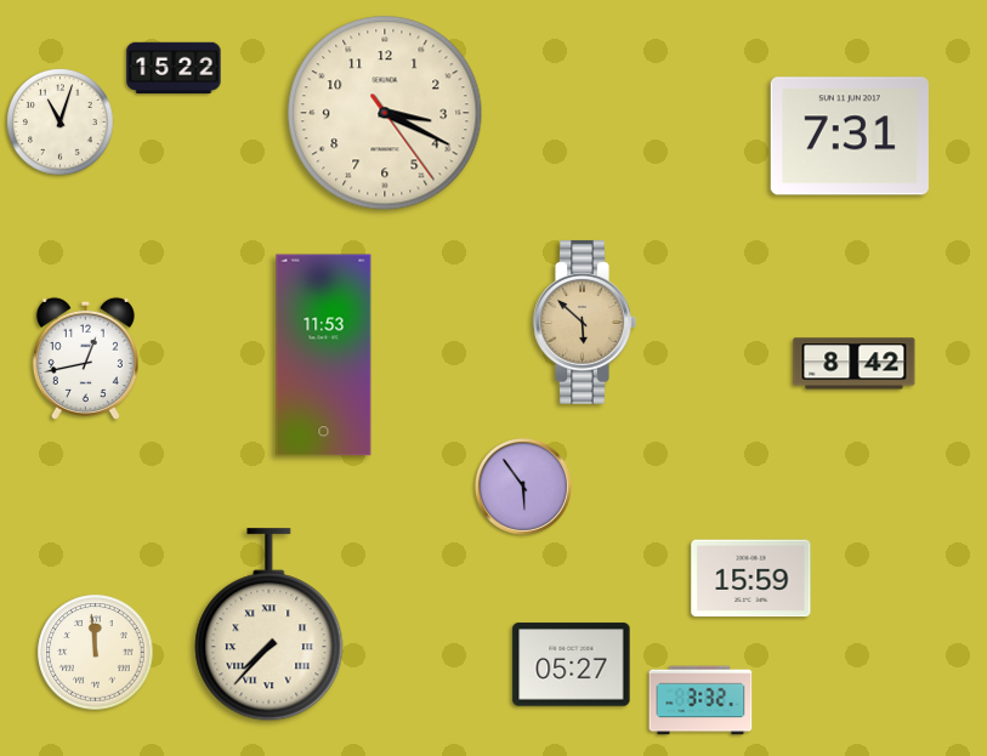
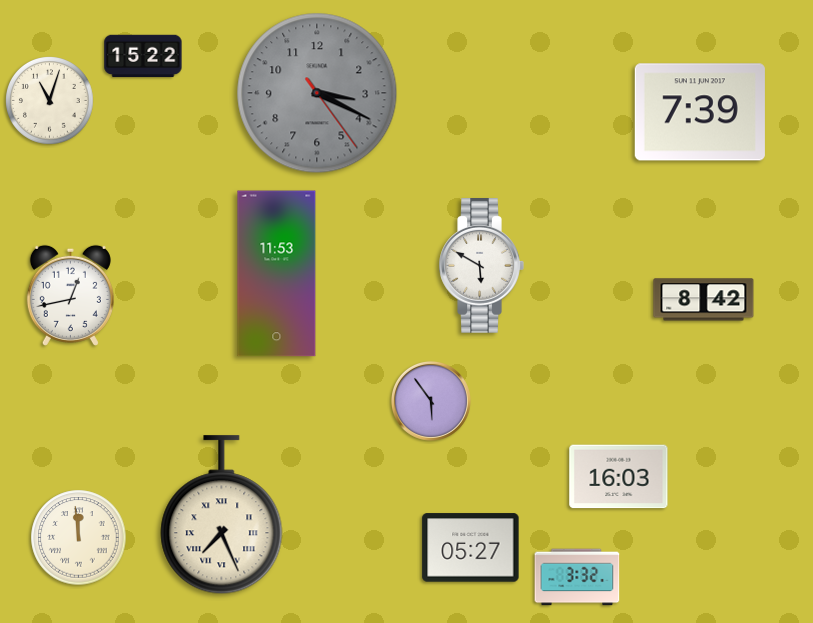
clock at (385, 113) dial: cream -> grey
clock at (850, 136): 7:31 -> 7:39
clock at (584, 323): 5:52 -> 5:50
clock at (584, 323) dial: champagne -> white
clock at (324, 356) position: (324, 356) -> (277, 274)
clock at (751, 579): 15:59 -> 16:03
clock at (270, 625): 7:37 -> 7:26
